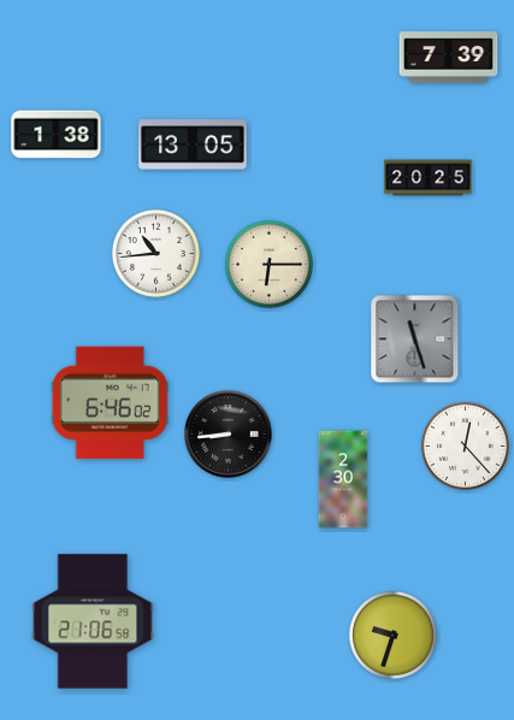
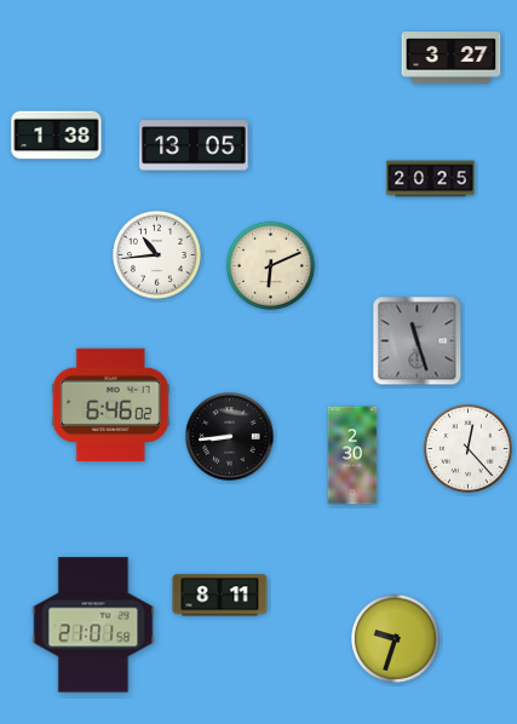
clock at (449, 58): 7:39 -> 3:27
clock at (268, 264): 6:15 -> 6:11
clock at (343, 479) position: (343, 479) -> (352, 455)
clock at (220, 596): none -> 8:11
clock at (93, 621): 21:06 -> 21:01
